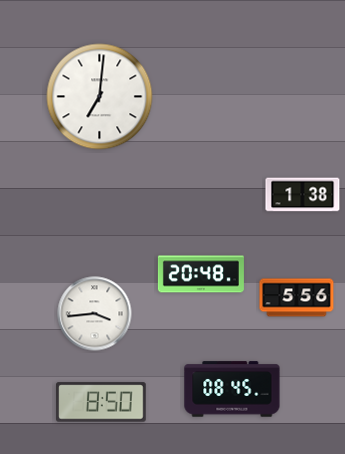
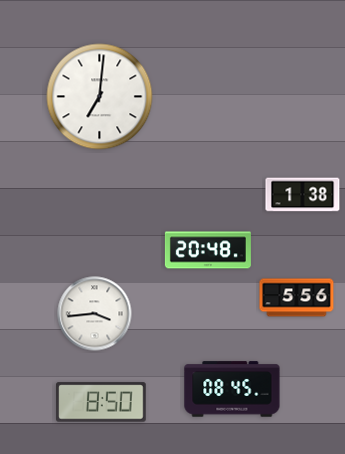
clock at (201, 274) position: (201, 274) -> (208, 250)
